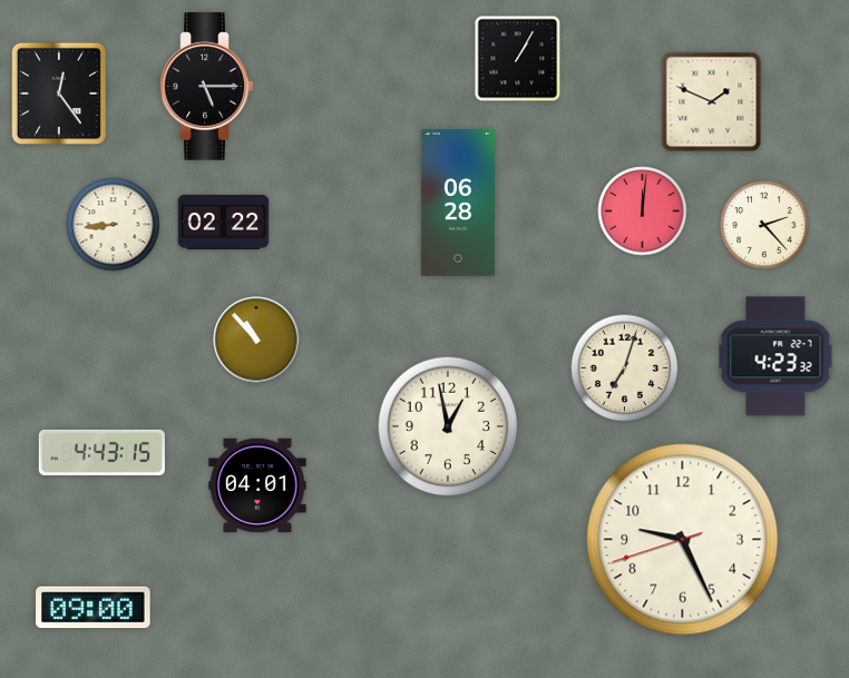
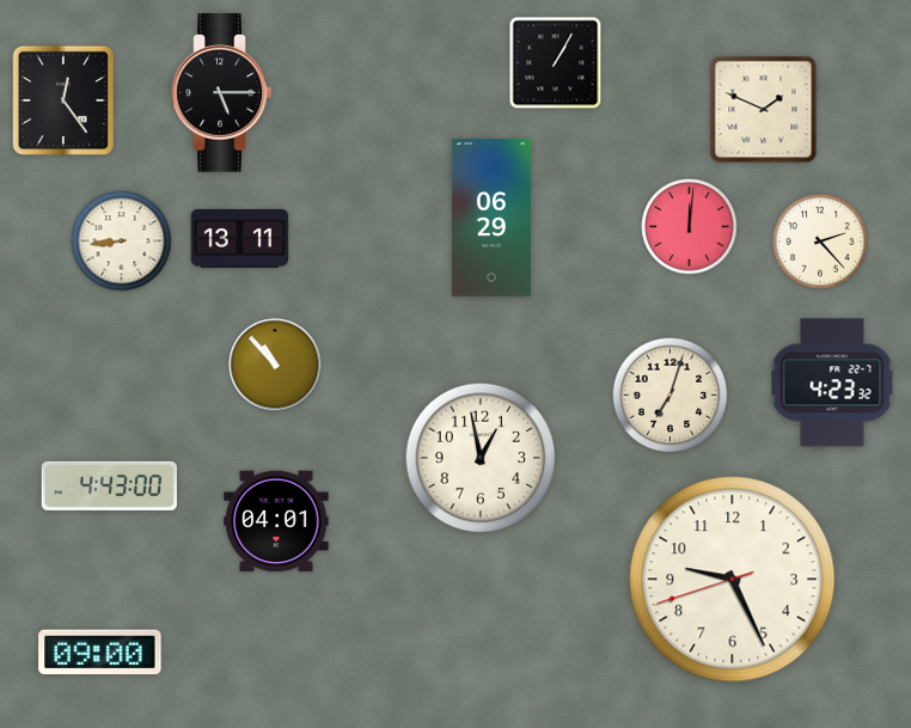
clock at (458, 203): 06:28 -> 06:29
clock at (224, 222): 02:22 -> 13:11
clock at (101, 452): 4:43:15 -> 4:43:00
